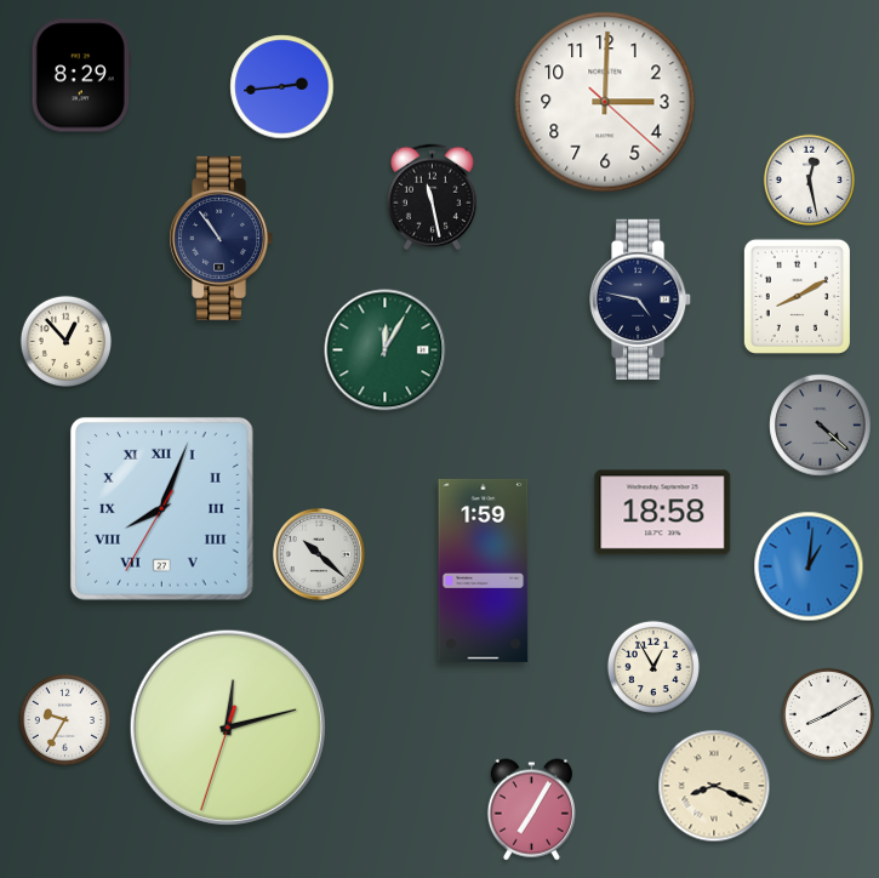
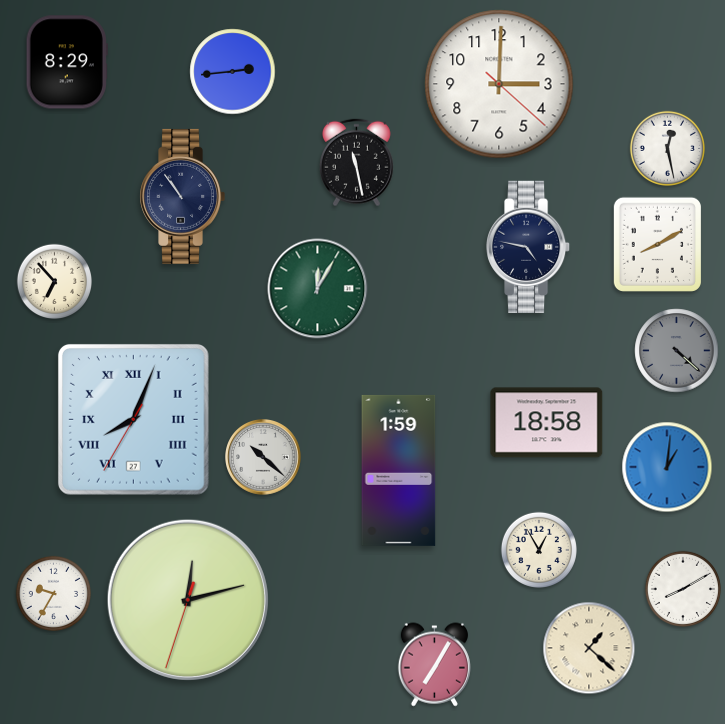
clock at (67, 341): 12:53 -> 6:53
clock at (714, 786): 8:19 -> 1:22
clock at (531, 810) position: (531, 810) -> (434, 665)
